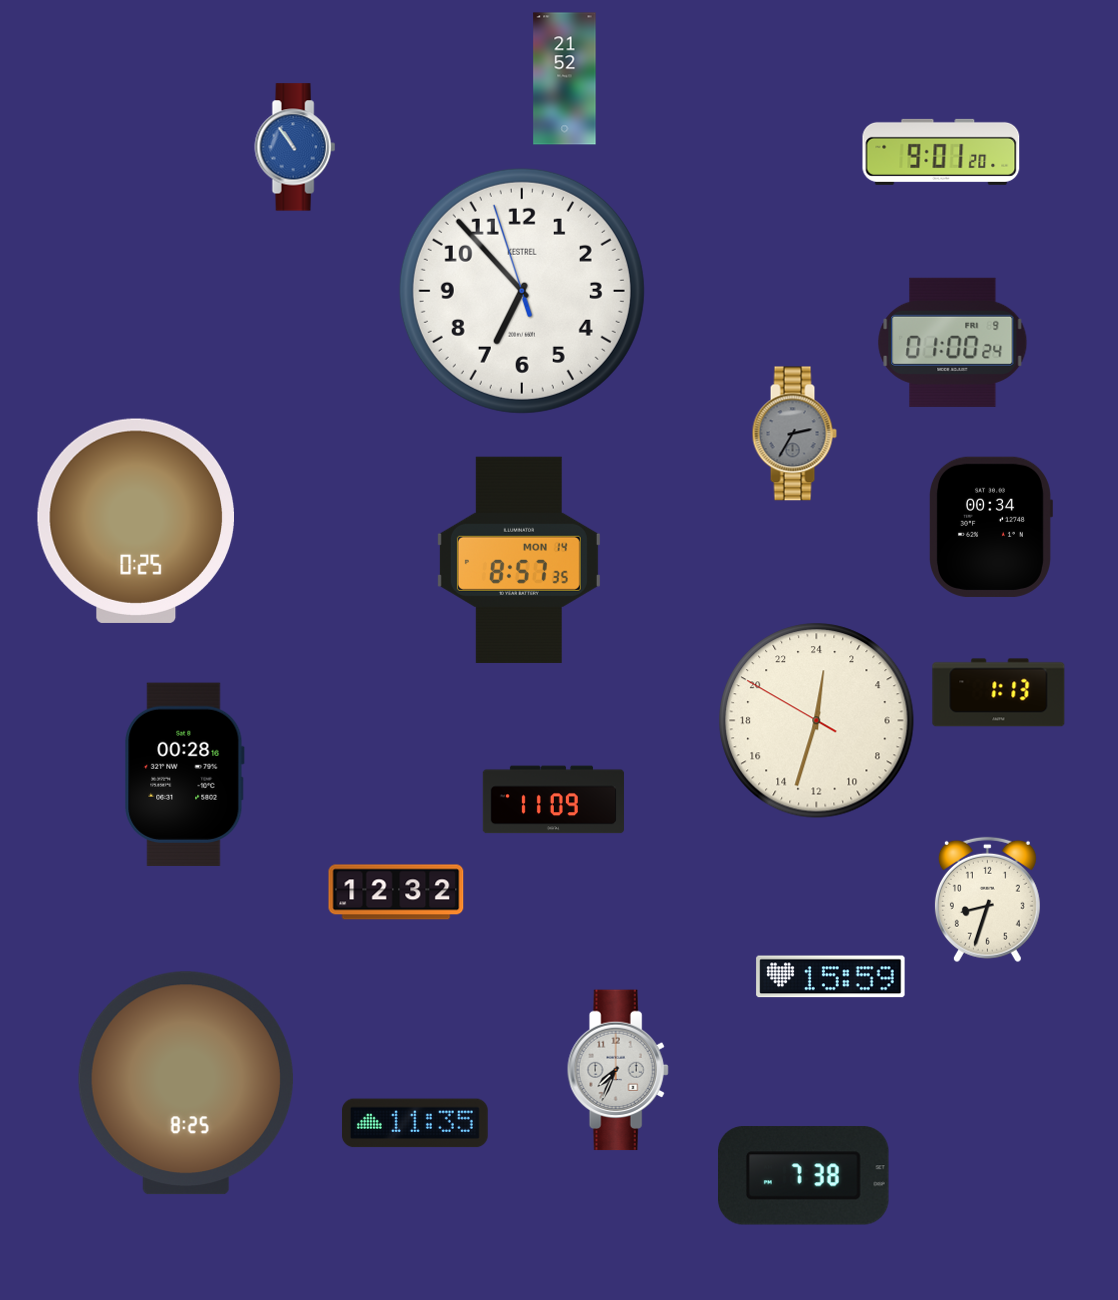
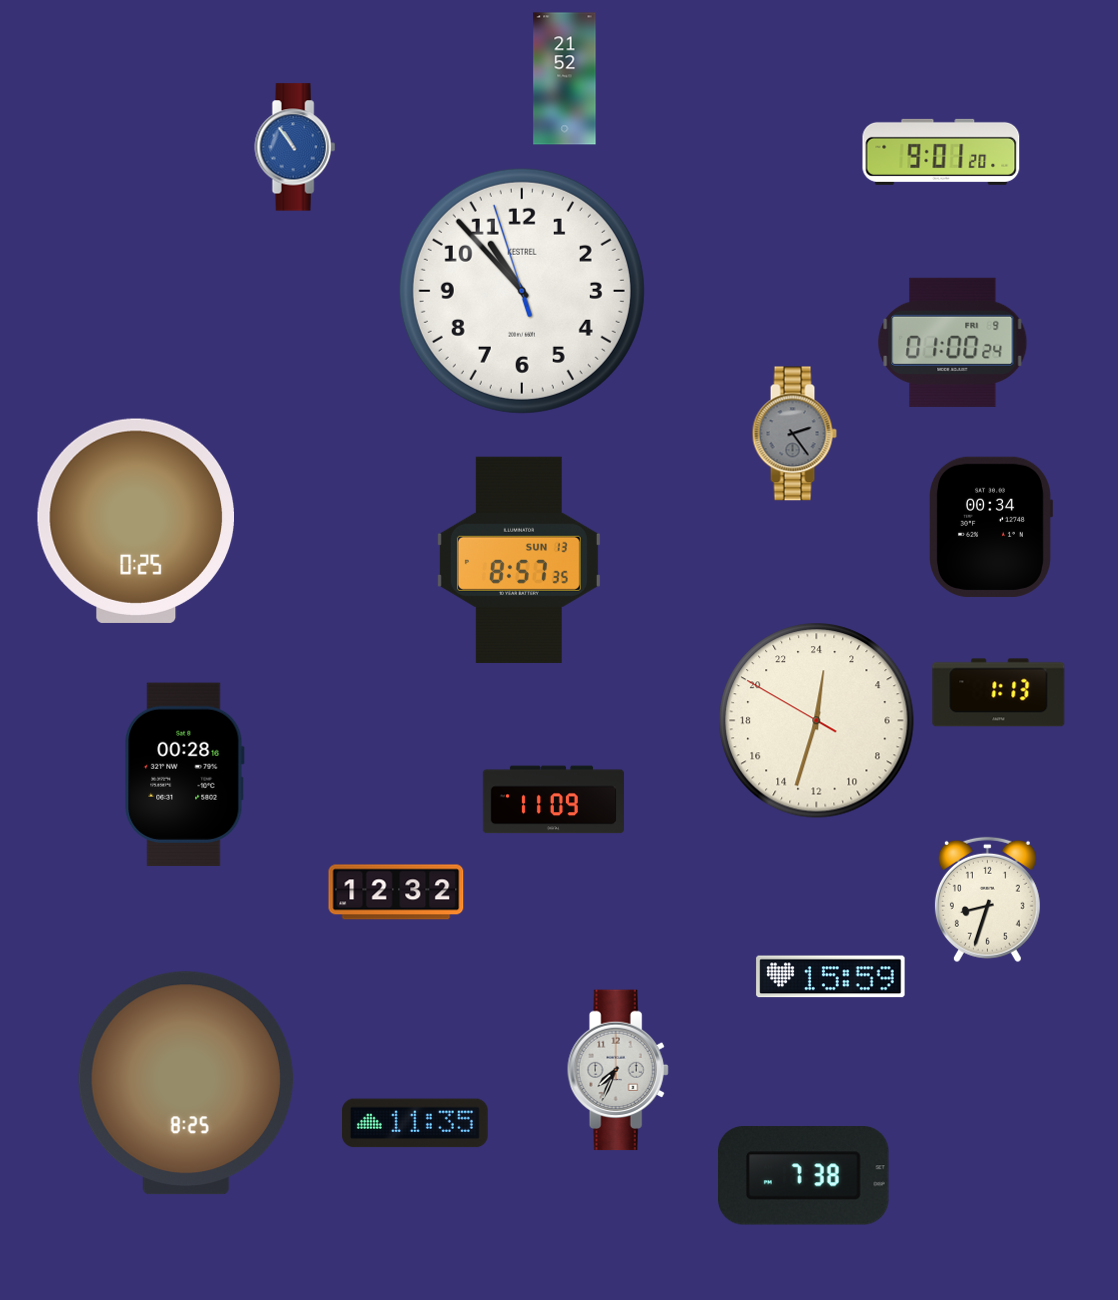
clock at (522, 291): 6:52 -> 10:52
clock at (794, 434): 2:35 -> 2:24
clock at (519, 560) date: MON 14 -> SUN 13
